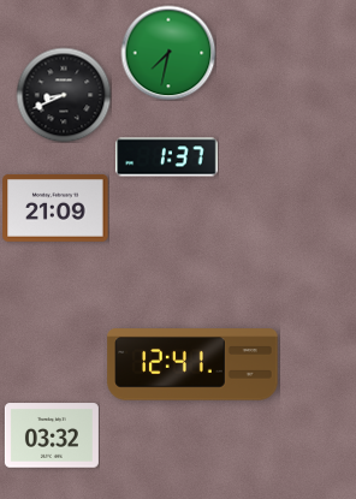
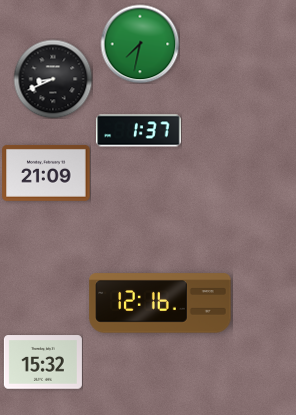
clock at (192, 364): 12:41 -> 12:16
clock at (52, 435): 03:32 -> 15:32
